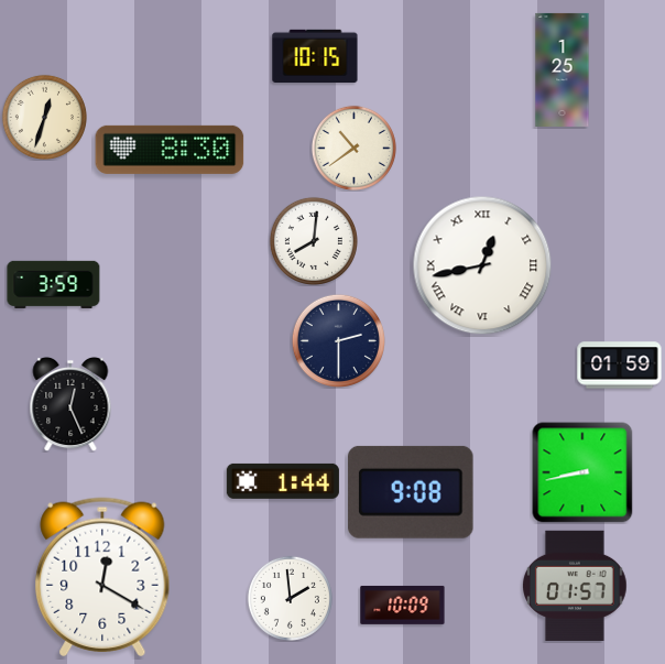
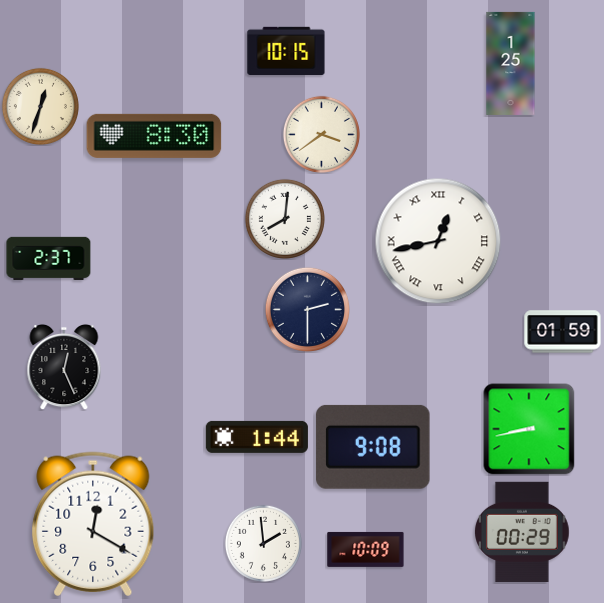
clock at (353, 148): 10:39 -> 3:39
clock at (54, 284): 3:59 -> 2:37
clock at (576, 586): 01:57 -> 00:29
